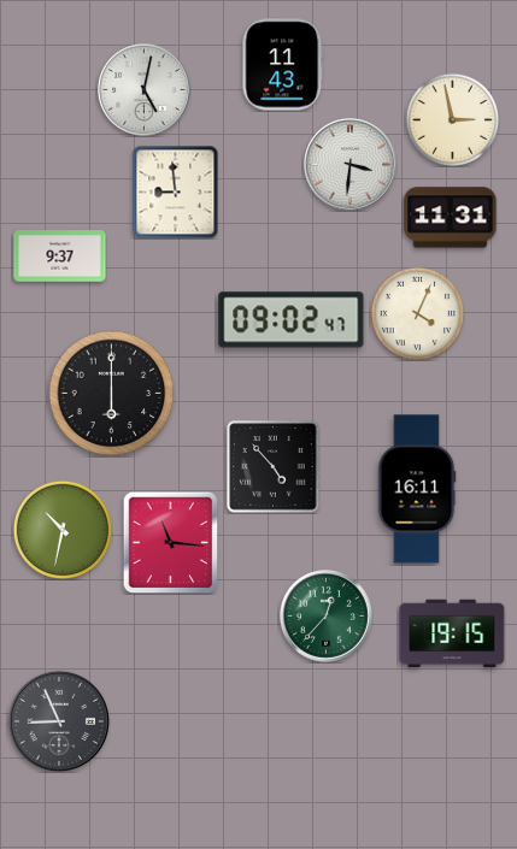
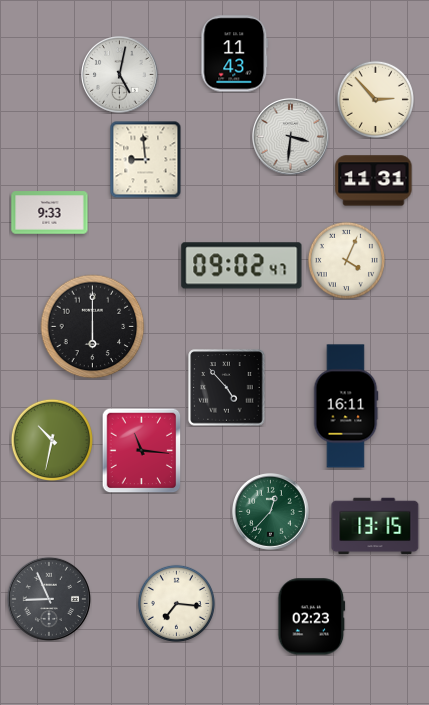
clock at (452, 119): 2:58 -> 2:53
clock at (60, 257): 9:37 -> 9:33
clock at (452, 633): 19:15 -> 13:15
clock at (176, 603): none -> 7:16
clock at (312, 617): none -> 02:23
